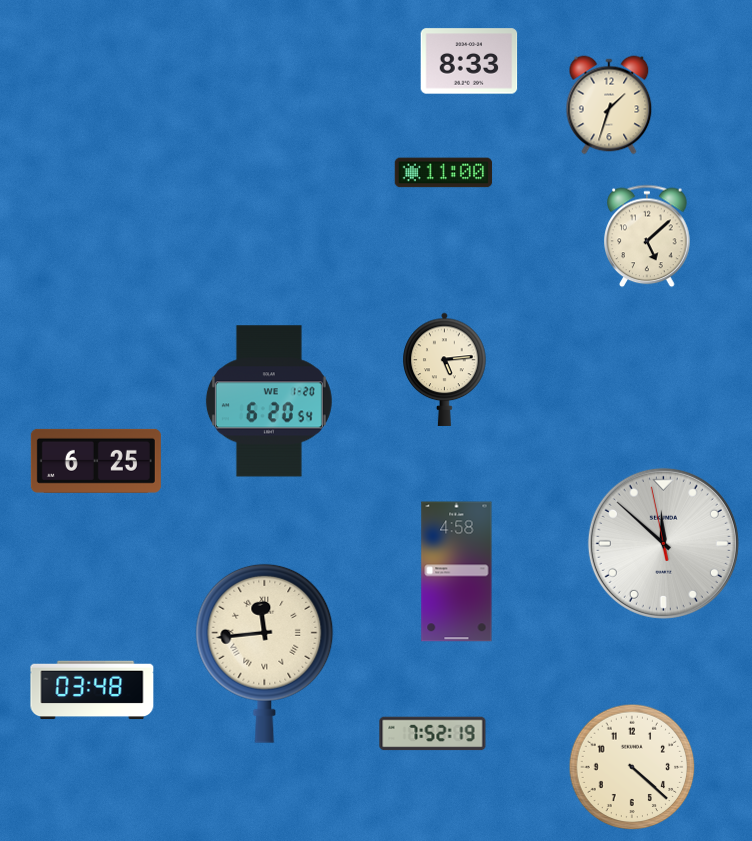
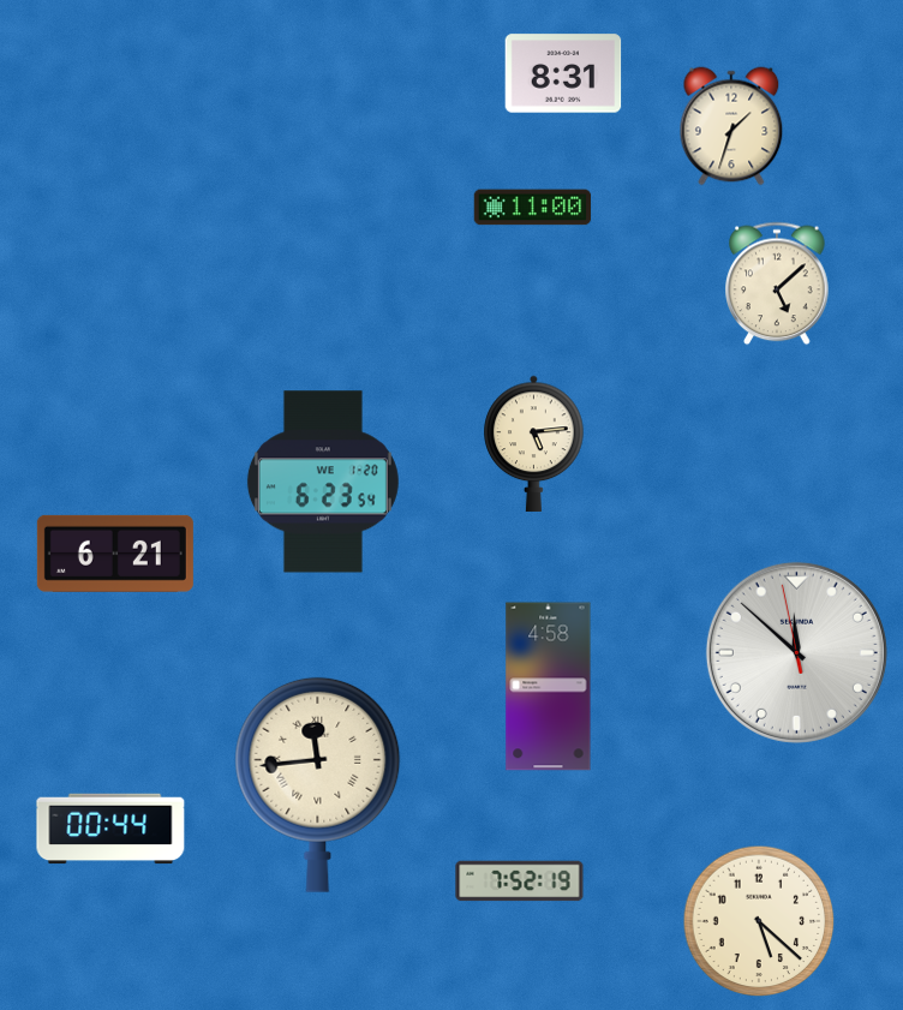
clock at (469, 61): 8:33 -> 8:31
clock at (269, 401): 6:20 -> 6:23
clock at (96, 461): 6:25 -> 6:21
clock at (92, 690): 03:48 -> 00:44
clock at (632, 767): 4:22 -> 5:22
